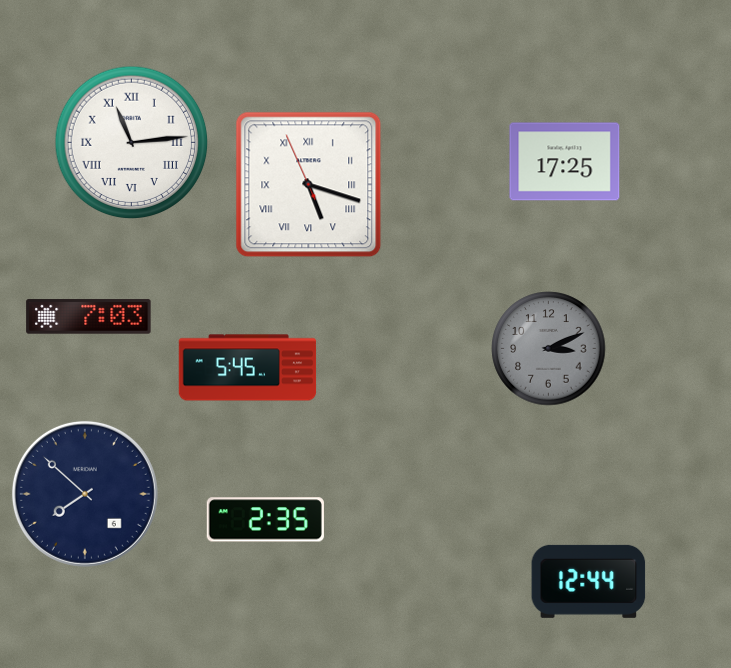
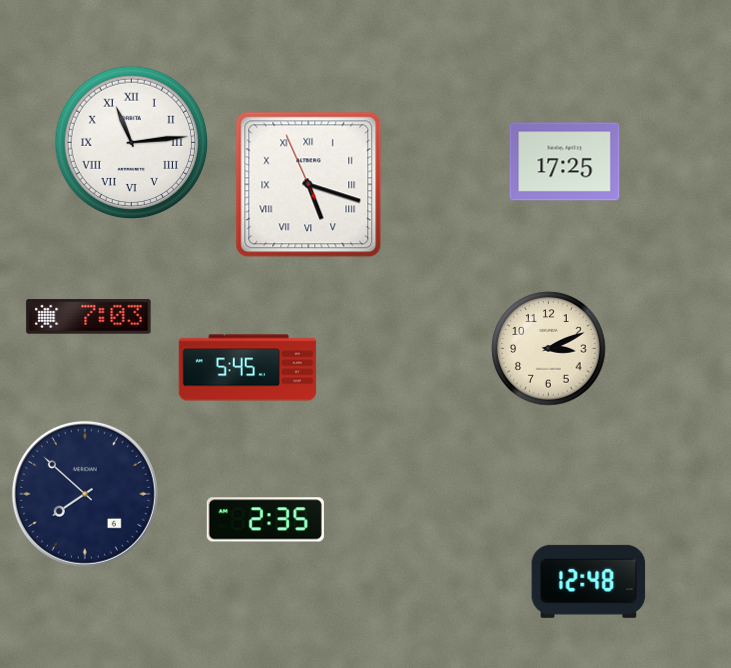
clock at (549, 349) dial: grey -> cream
clock at (589, 581): 12:44 -> 12:48
